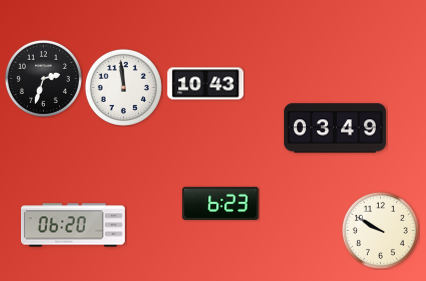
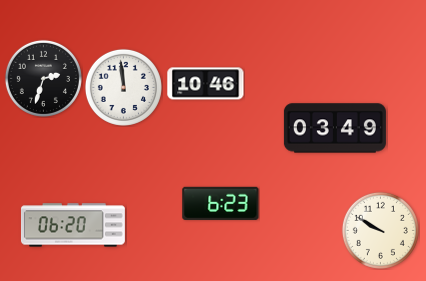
clock at (206, 84): 10:43 -> 10:46
